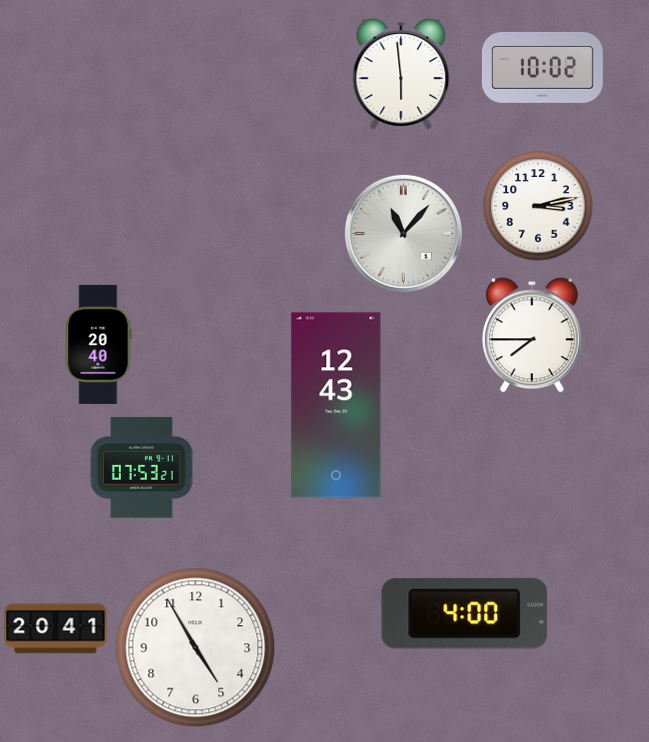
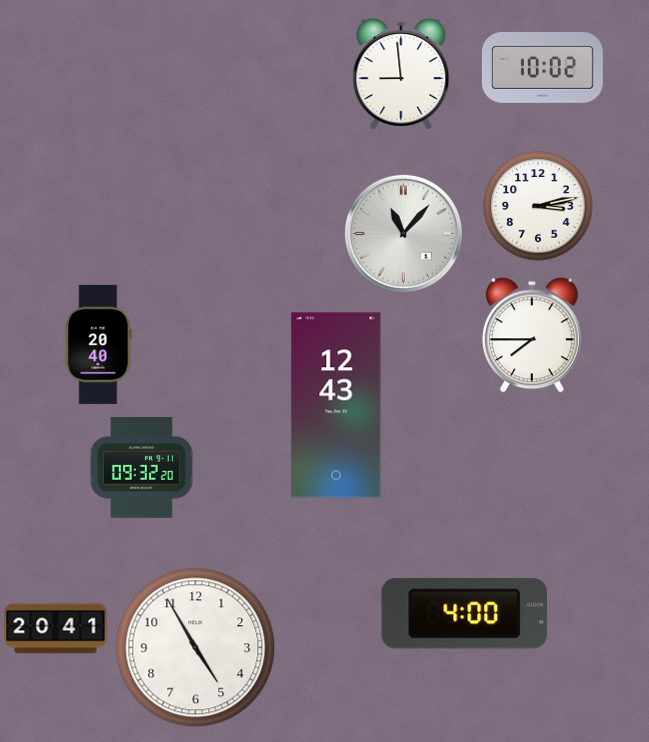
clock at (401, 75): 5:59 -> 8:59
clock at (141, 468): 07:53 -> 09:32
